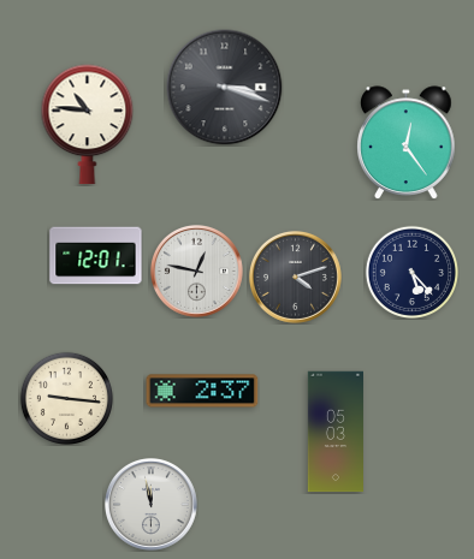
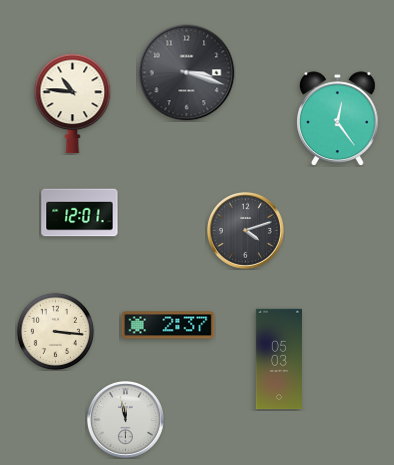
clock at (196, 270): 12:47 -> none
clock at (411, 272): 5:23 -> none
clock at (66, 398): 9:16 -> 3:16
